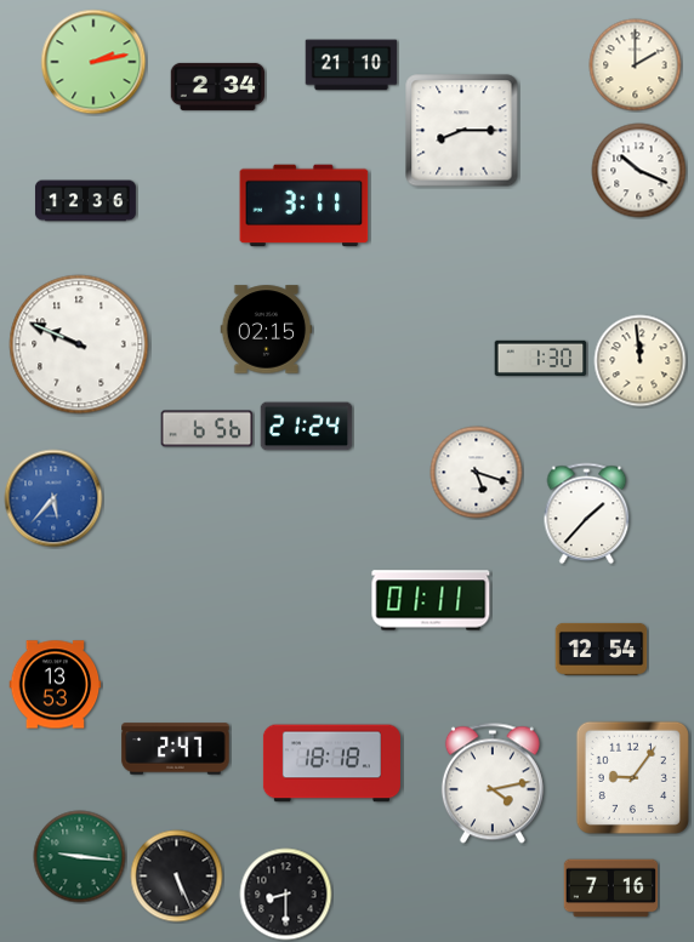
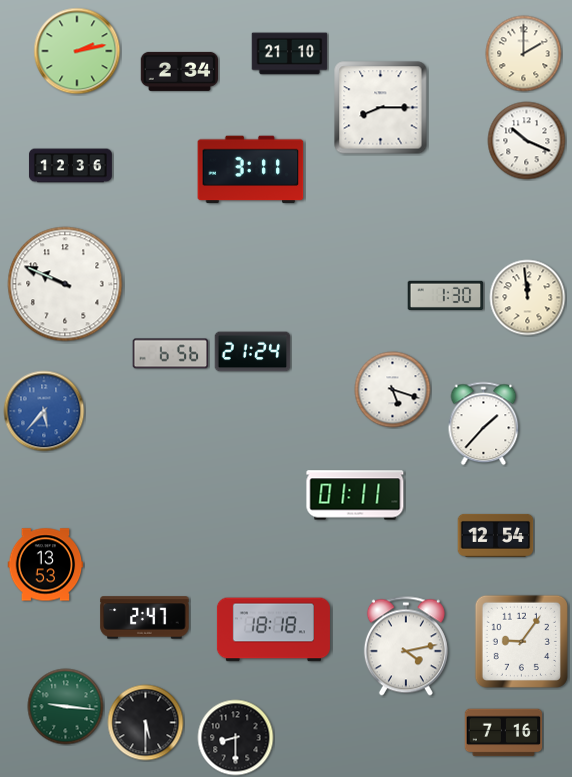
clock at (267, 330): 02:15 -> none
clock at (177, 877): 5:26 -> 5:30
